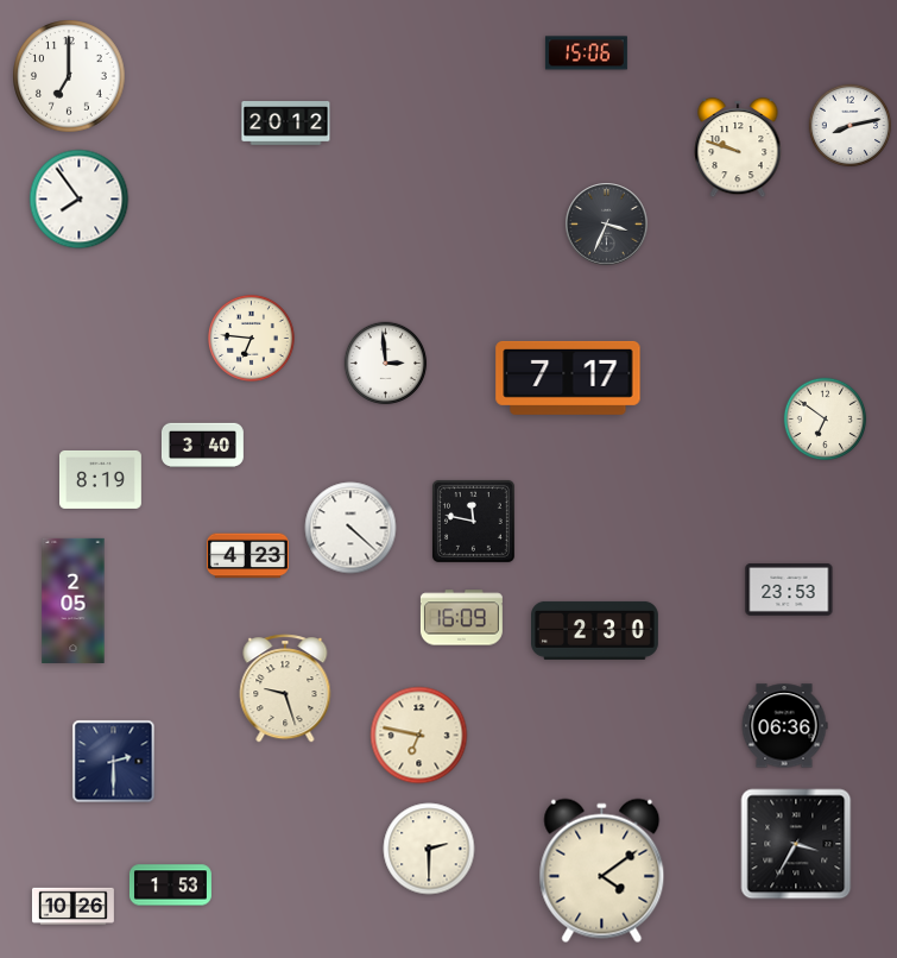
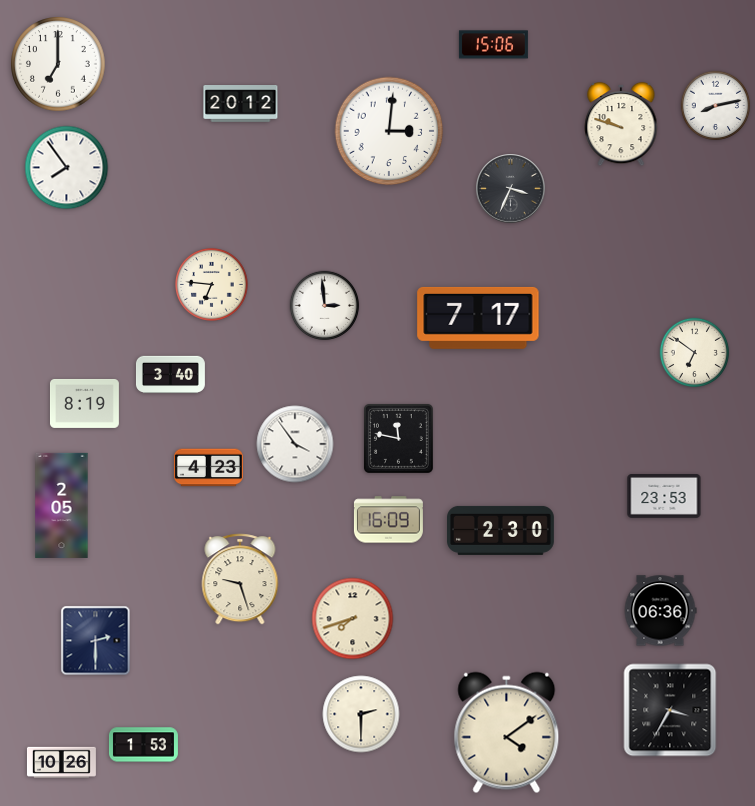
clock at (389, 131): none -> 3:01
clock at (350, 528): 4:22 -> 3:54
clock at (419, 736): 6:47 -> 7:42
